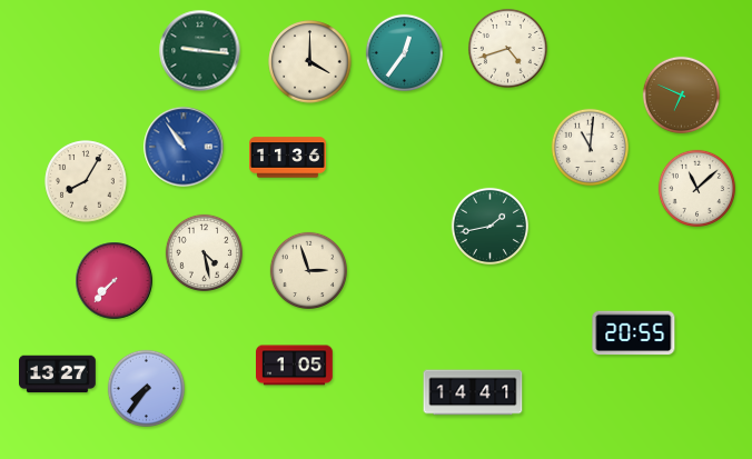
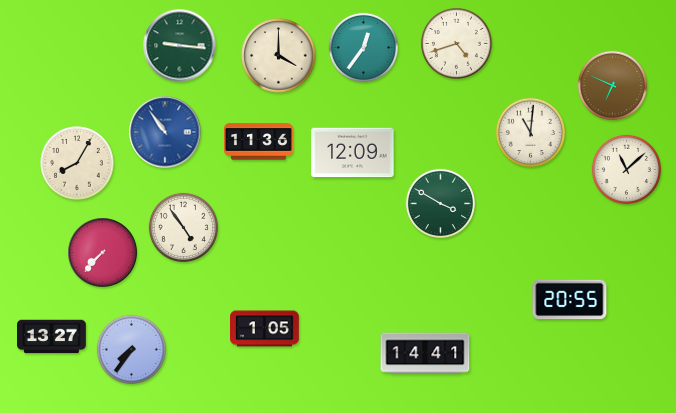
clock at (353, 153): none -> 12:09
clock at (489, 226): 1:43 -> 3:50
clock at (204, 252): 4:28 -> 4:54
clock at (308, 270): 2:57 -> none
